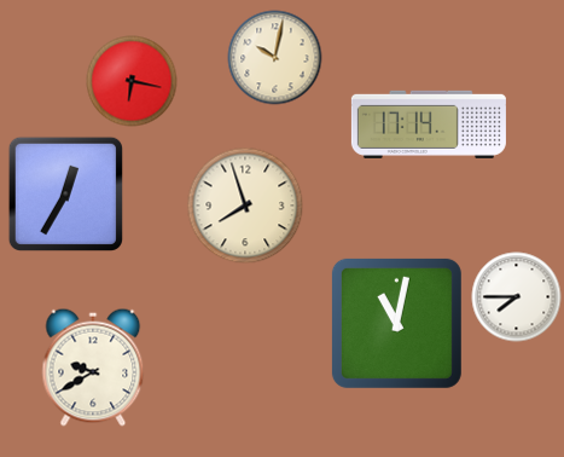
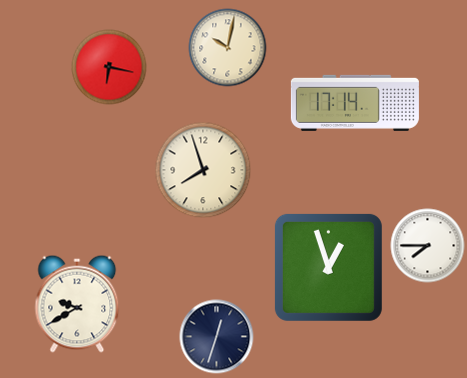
clock at (65, 193): 12:35 -> none
clock at (396, 323): 11:02 -> 12:57
clock at (217, 337): none -> 12:33
